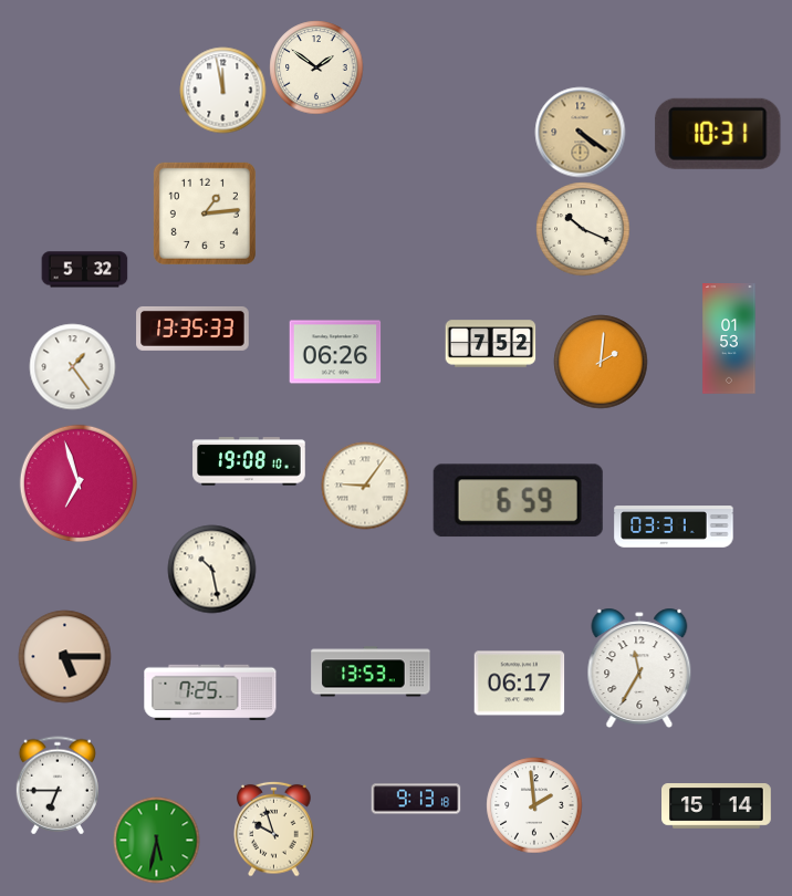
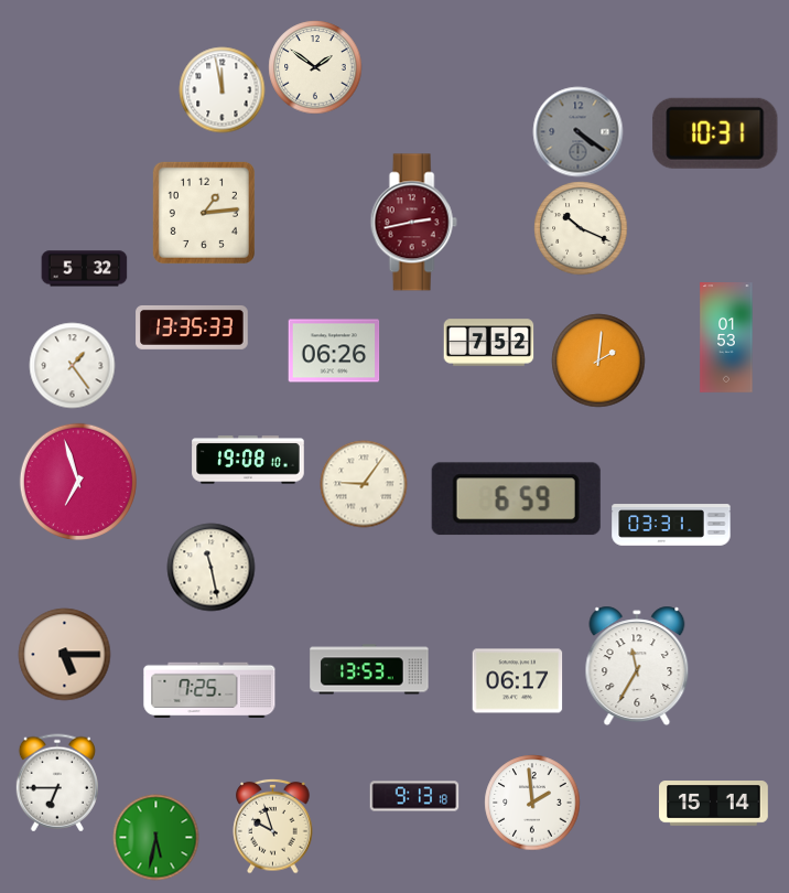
clock at (580, 132) dial: champagne -> grey
clock at (413, 223): none -> 2:43
clock at (211, 569): 10:28 -> 11:28
